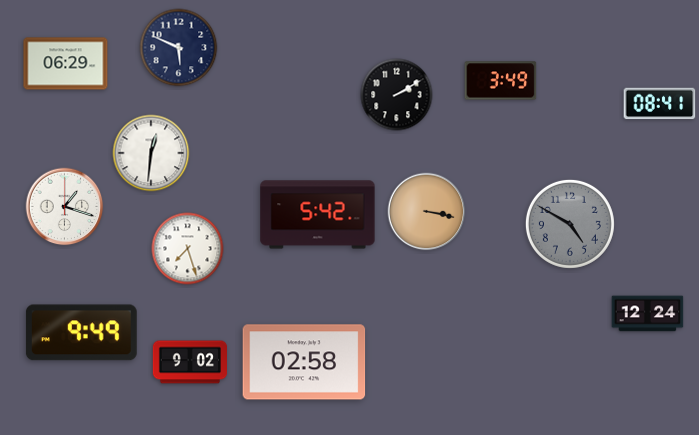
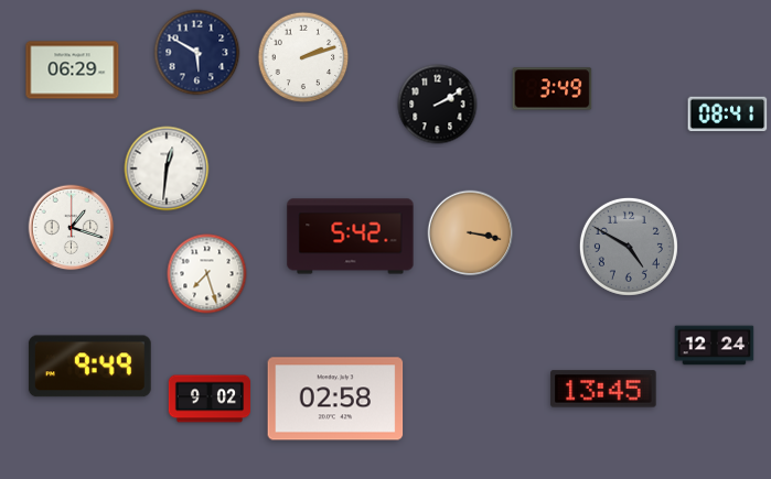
clock at (179, 48): 5:49 -> 5:50
clock at (303, 57): none -> 2:12
clock at (603, 389): none -> 13:45
